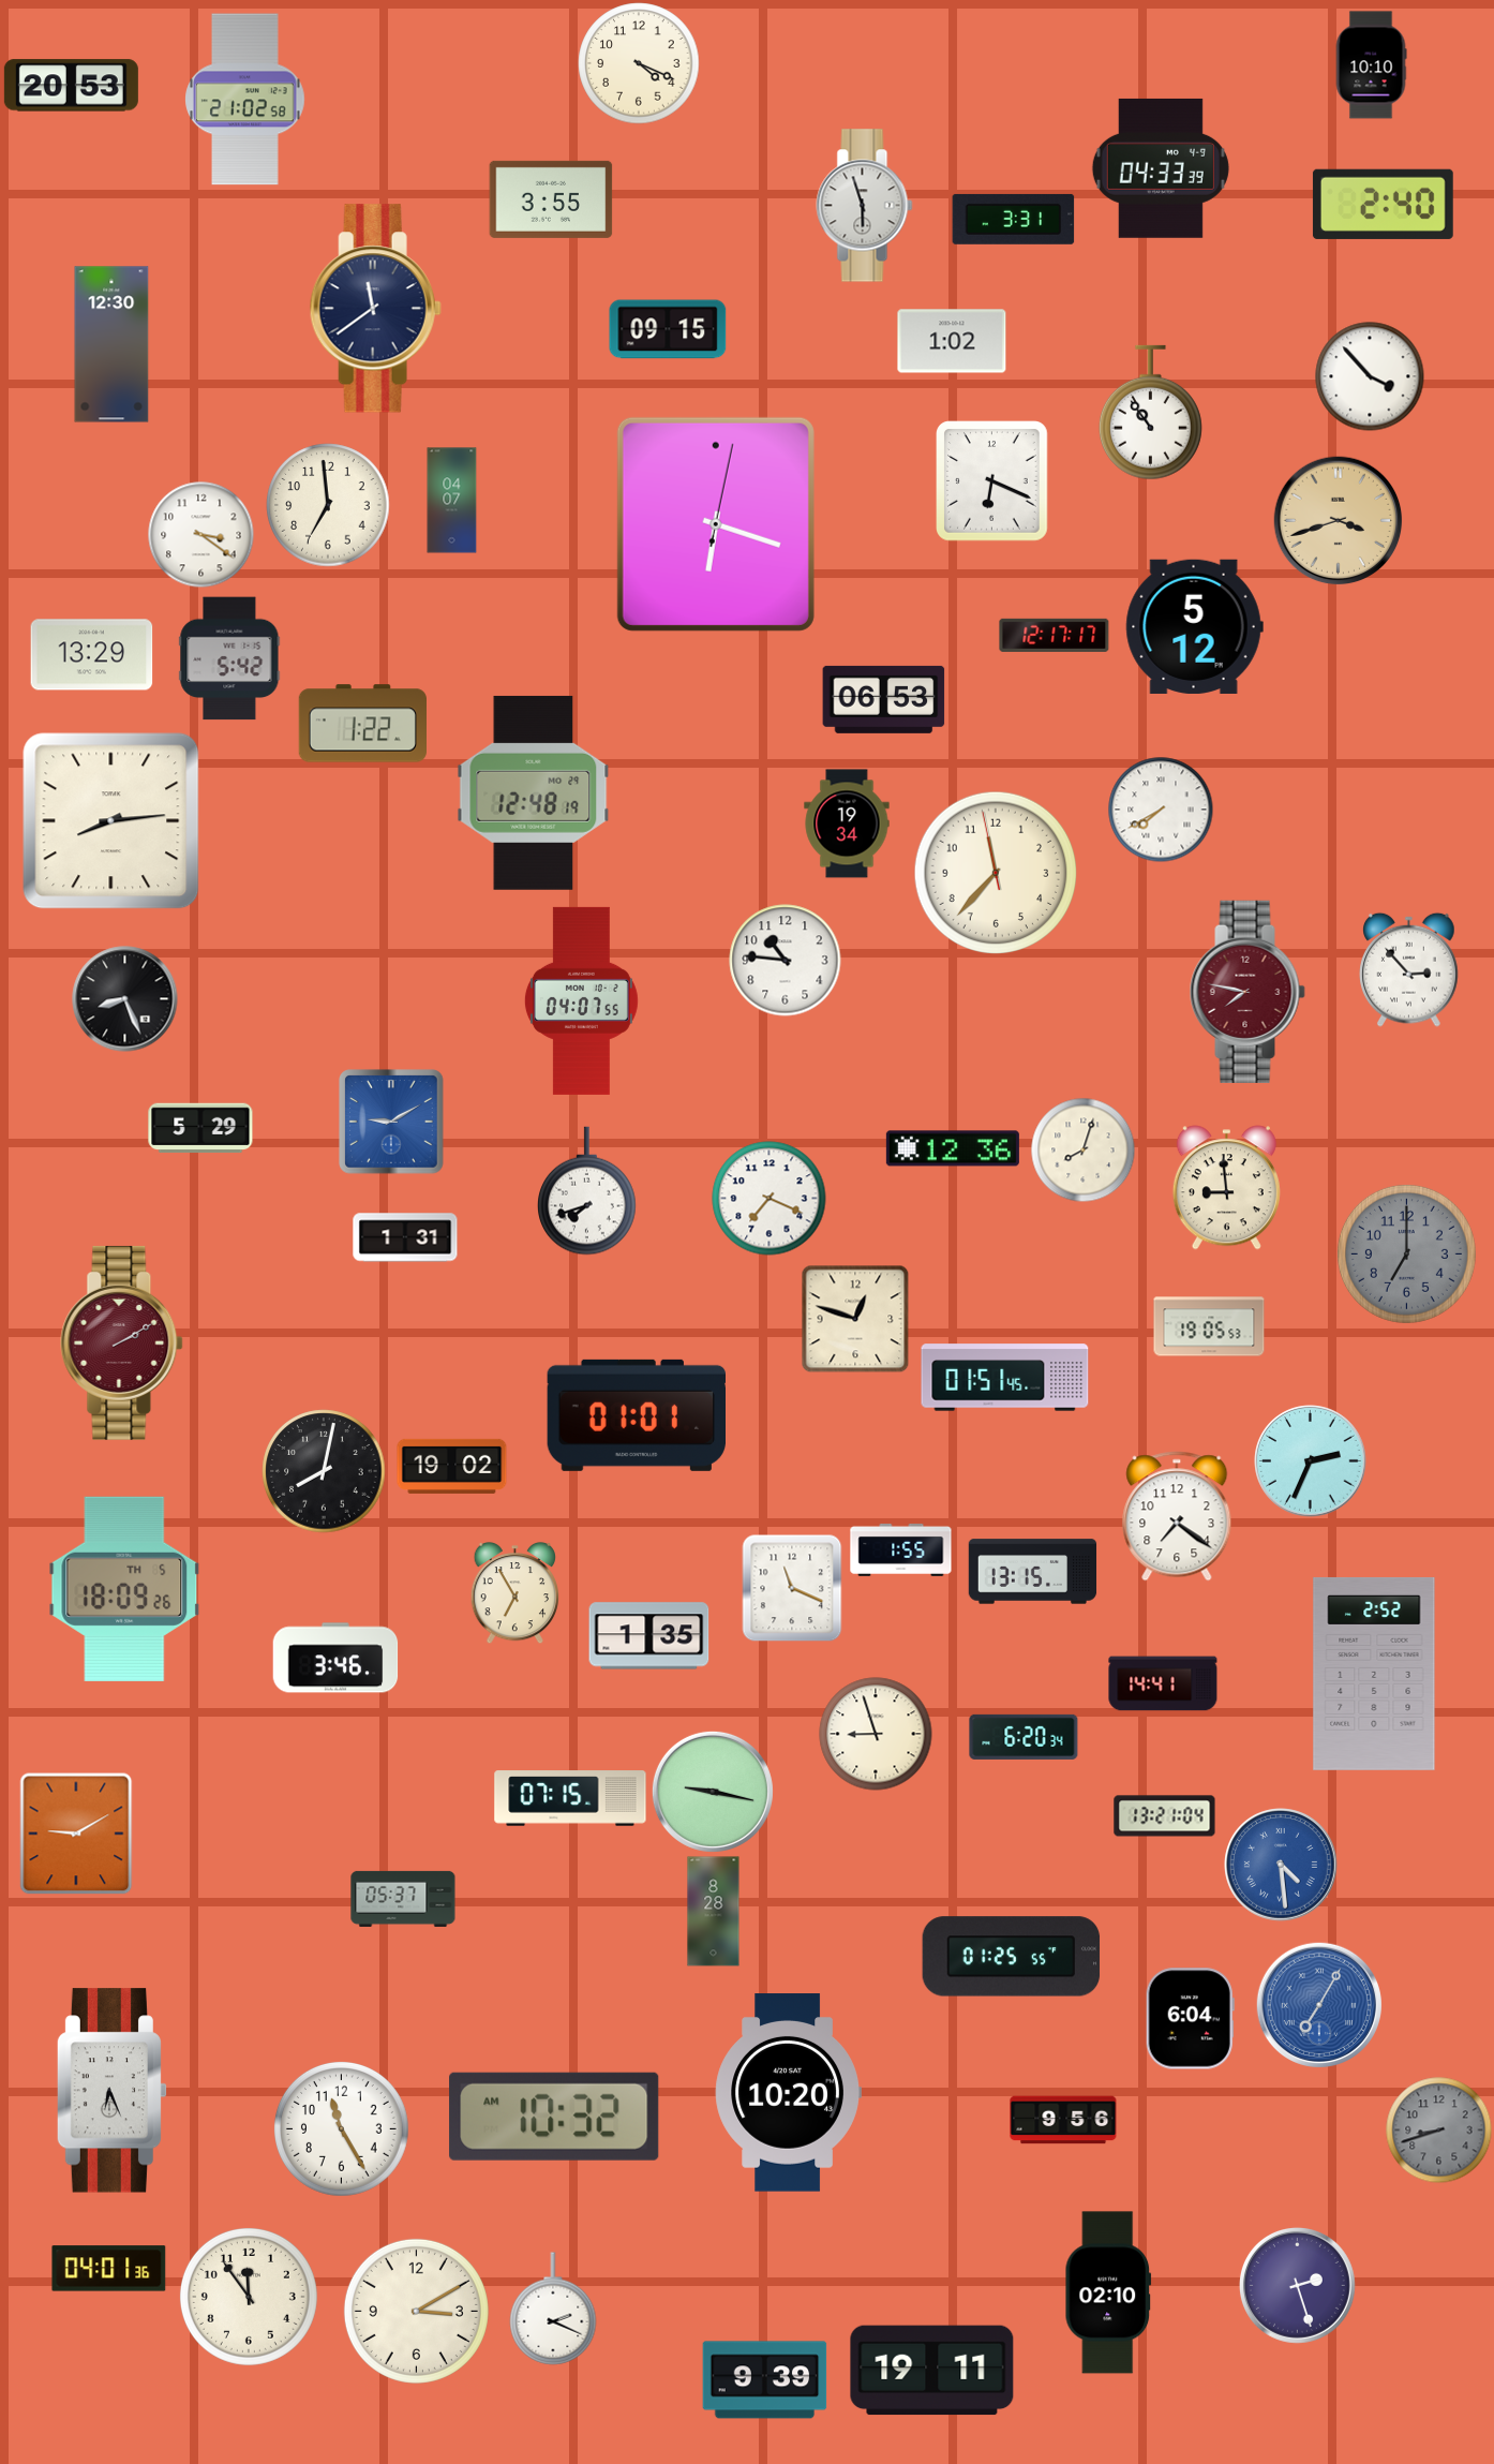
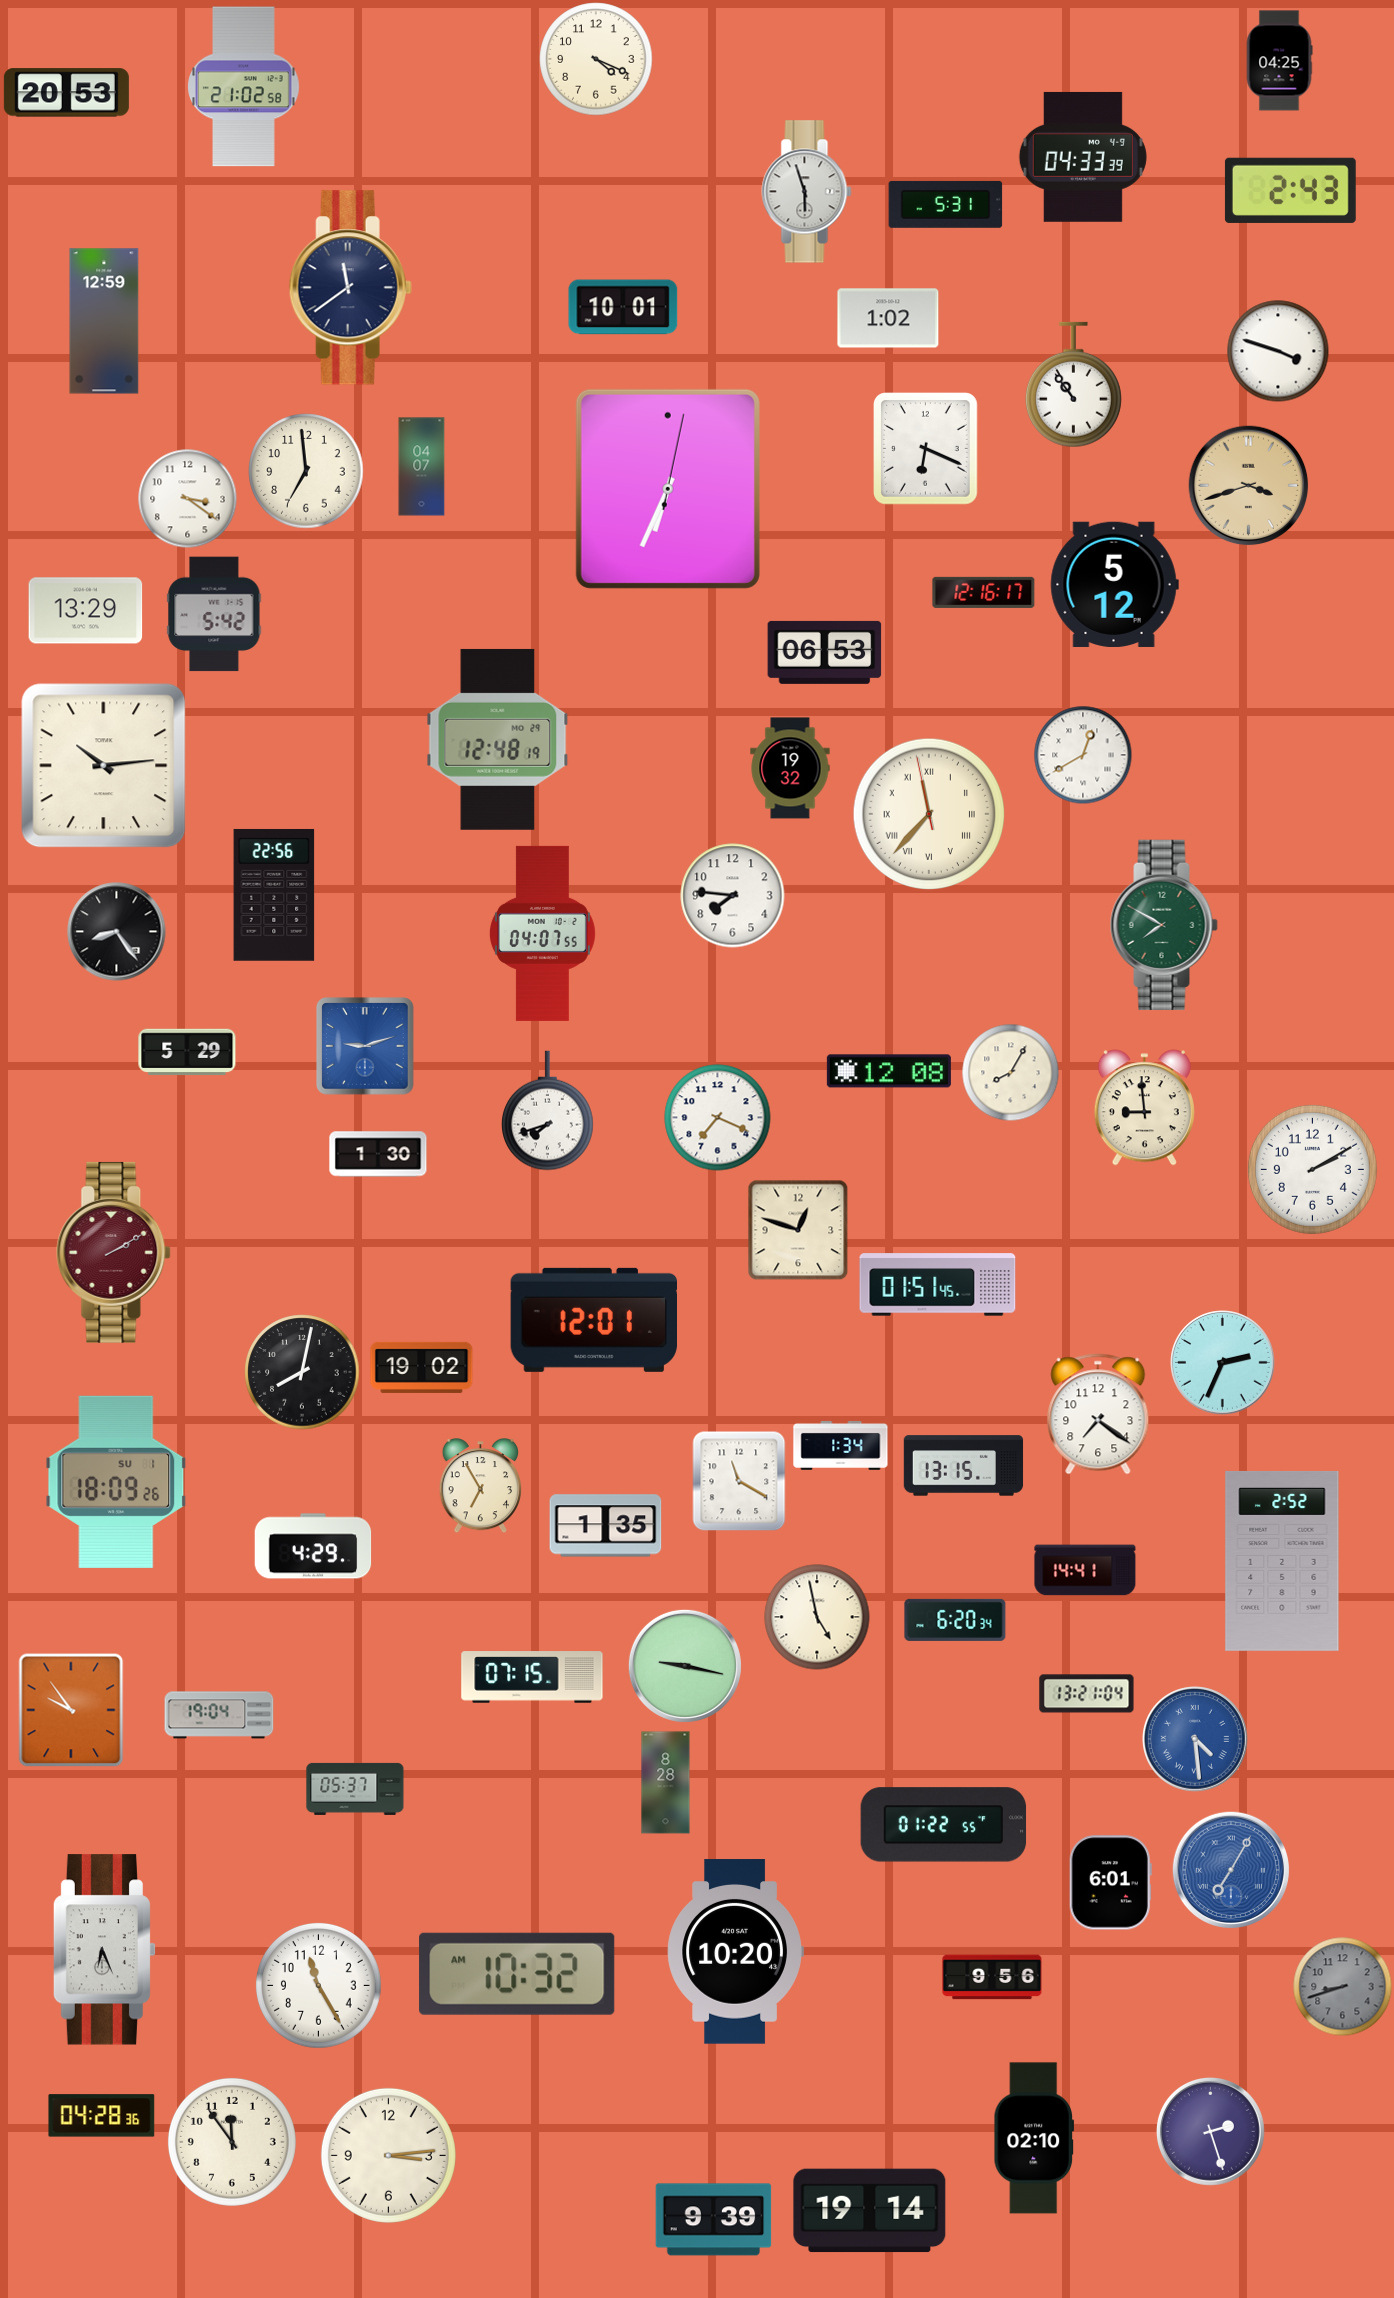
clock at (1371, 65): 10:10 -> 04:25
clock at (71, 86) position: (71, 86) -> (66, 93)
clock at (245, 100) position: (245, 100) -> (244, 87)
clock at (551, 199): 3:55 -> none
clock at (1383, 204): 2:40 -> 2:43
clock at (1014, 219): 3:31 -> 5:31
clock at (668, 329): 09:15 -> 10:01
clock at (111, 344): 12:30 -> 12:59
clock at (1370, 376): 3:53 -> 3:48
clock at (716, 524): 6:18 -> 6:34
clock at (1055, 635): 12:17 -> 12:16
clock at (362, 724): 1:22 -> none
clock at (1161, 810): 7:40 -> 12:40
clock at (111, 821): 8:14 -> 10:14
clock at (847, 823): 19:34 -> 19:32
clock at (996, 873) numerals: Arabic -> Roman
clock at (274, 895): none -> 22:56
clock at (786, 961): 10:46 -> 7:46
clock at (1409, 969): 2:53 -> none
clock at (1248, 992): 7:47 -> 7:50
clock at (1248, 992) dial: burgundy -> green
clock at (125, 999): 8:26 -> 8:24
clock at (391, 1122): 9:10 -> 9:12
clock at (953, 1148): 12:36 -> 12:08
clock at (1082, 1149): 8:03 -> 8:05
clock at (405, 1237): 1:31 -> 1:30
clock at (1406, 1253): 7:00 -> 2:10
clock at (1406, 1253) dial: grey -> white
clock at (1209, 1326): 19:05 -> none
clock at (636, 1415): 01:01 -> 12:01
clock at (901, 1549): 1:55 -> 1:34
clock at (792, 1588): 11:19 -> 11:20
clock at (124, 1589) date: TH 5 -> SU 1
clock at (335, 1658): 3:46 -> 4:29
clock at (876, 1734): 8:57 -> 4:58
clock at (713, 1792) position: (713, 1792) -> (685, 1666)
clock at (76, 1834): 9:10 -> 9:54
clock at (219, 1715): none -> 19:04
clock at (403, 1899) position: (403, 1899) -> (355, 1789)
clock at (1012, 1957): 01:25 -> 01:22
clock at (1190, 2019): 6:04 -> 6:01
clock at (109, 2269): 04:01 -> 04:28
clock at (553, 2309): 2:19 -> none
clock at (416, 2311): 3:10 -> 3:14
clock at (932, 2371): 19:11 -> 19:14
